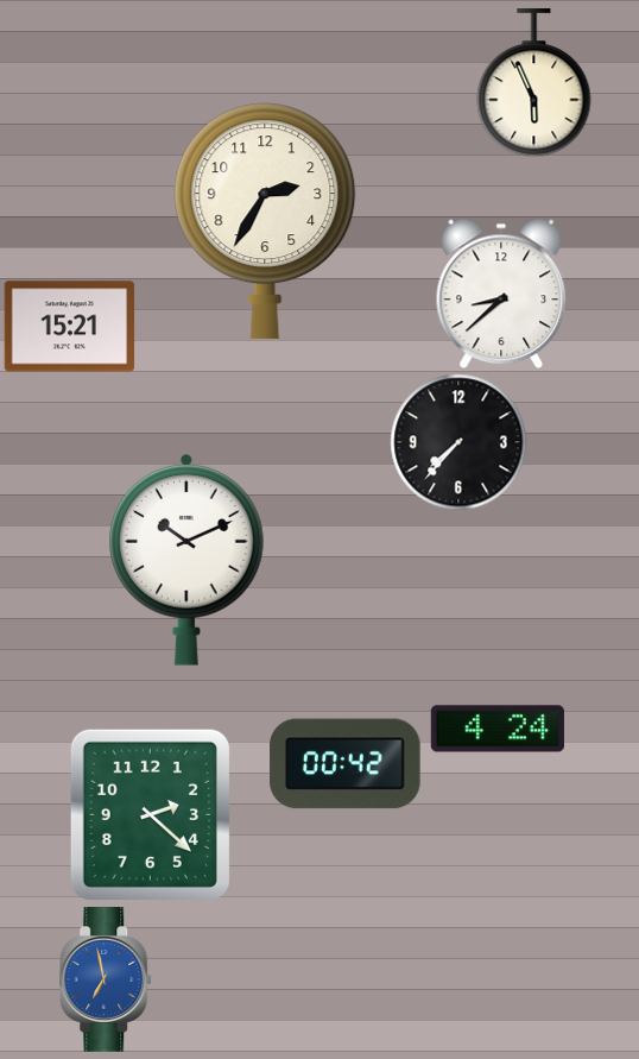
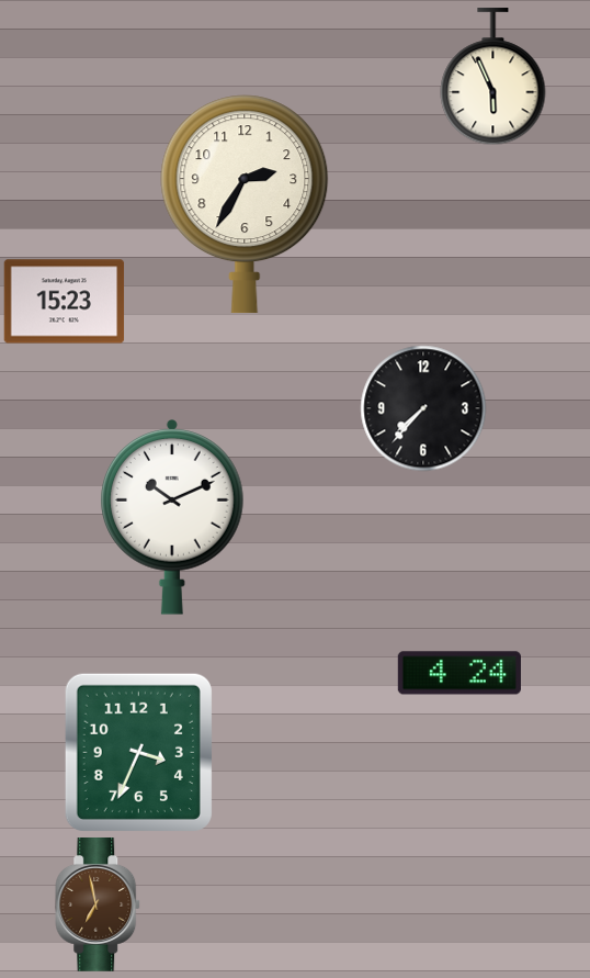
clock at (501, 294): 8:38 -> none
clock at (70, 327): 15:21 -> 15:23
clock at (346, 764): 00:42 -> none
clock at (150, 814): 2:22 -> 3:34
clock at (107, 981) dial: blue -> brown
